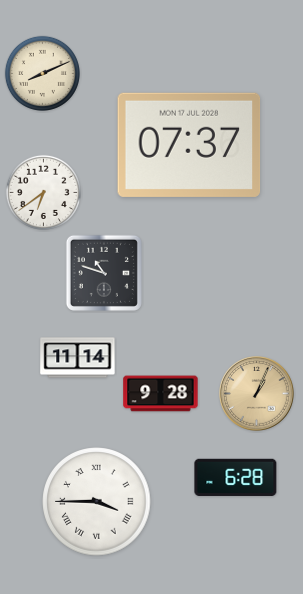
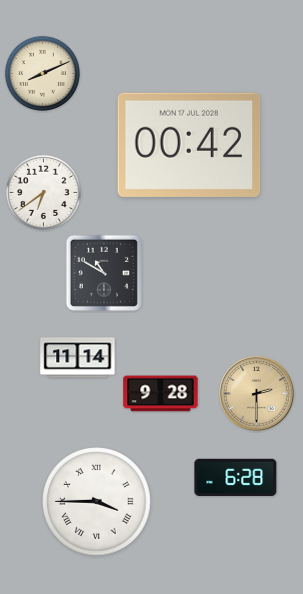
clock at (189, 145): 07:37 -> 00:42
clock at (104, 273): 10:48 -> 10:50
clock at (257, 394): 1:04 -> 2:30
